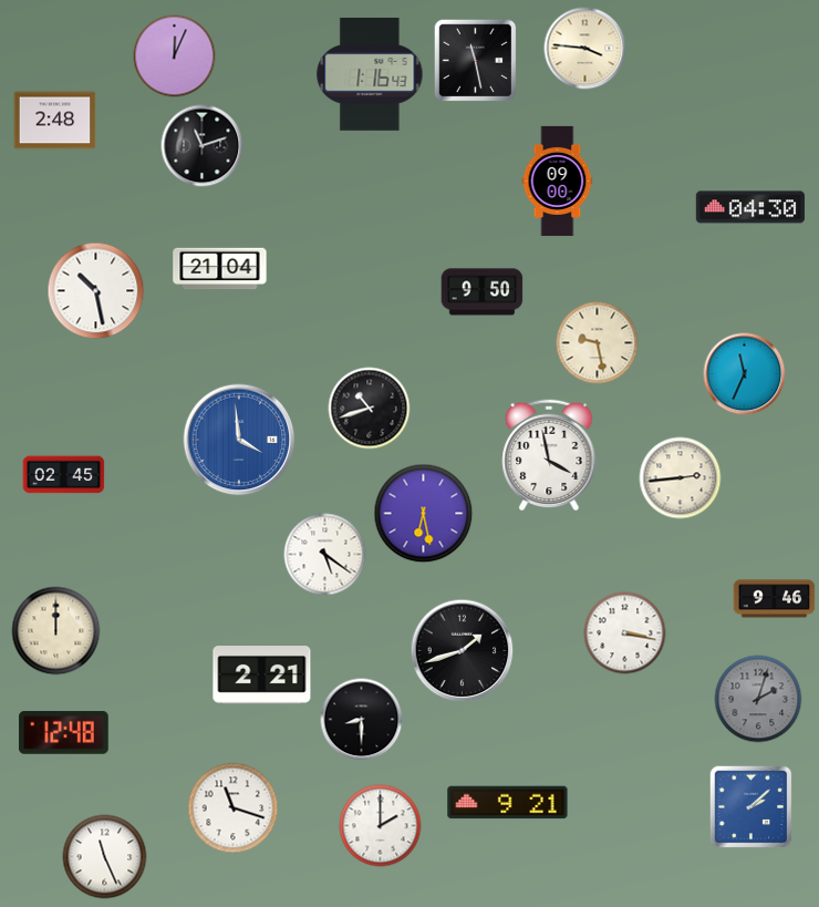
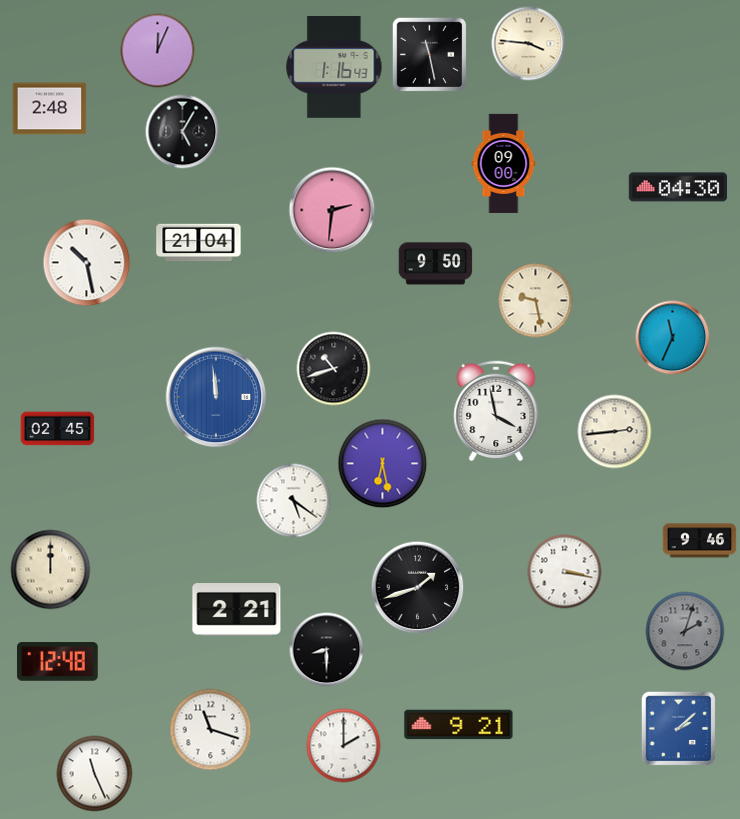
clock at (203, 146): 11:12 -> 5:05
clock at (332, 210): none -> 2:31
clock at (598, 343) position: (598, 343) -> (536, 301)
clock at (239, 440): 3:59 -> 11:59
